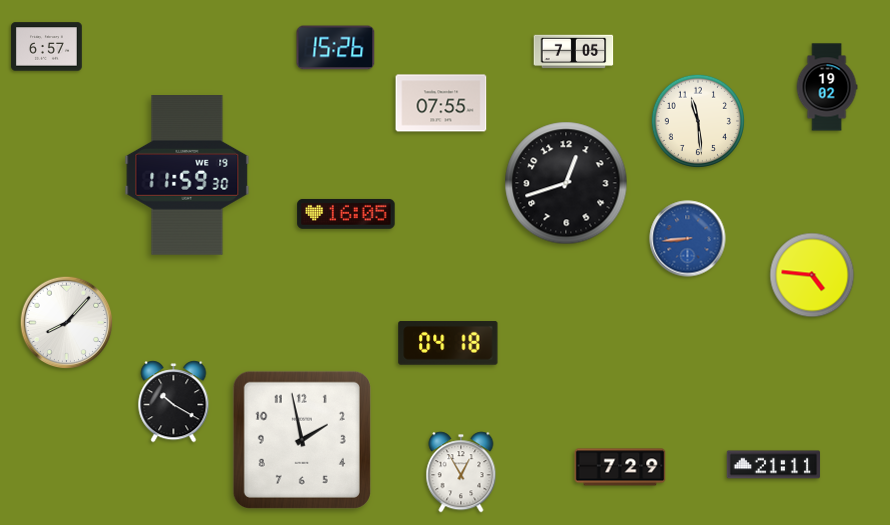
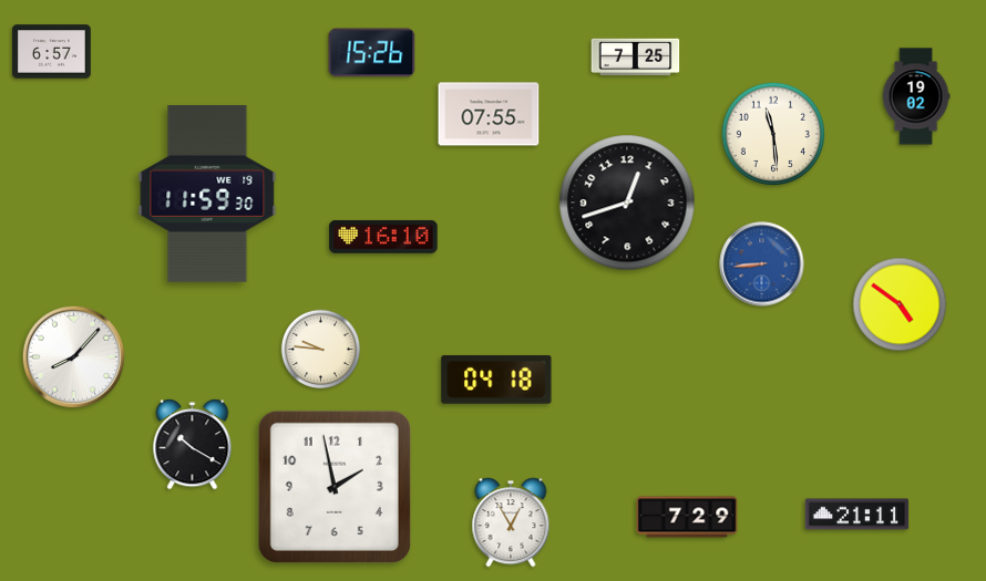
clock at (574, 52): 7:05 -> 7:25
clock at (346, 214): 16:05 -> 16:10
clock at (812, 275): 4:46 -> 4:51
clock at (321, 350): none -> 9:46
